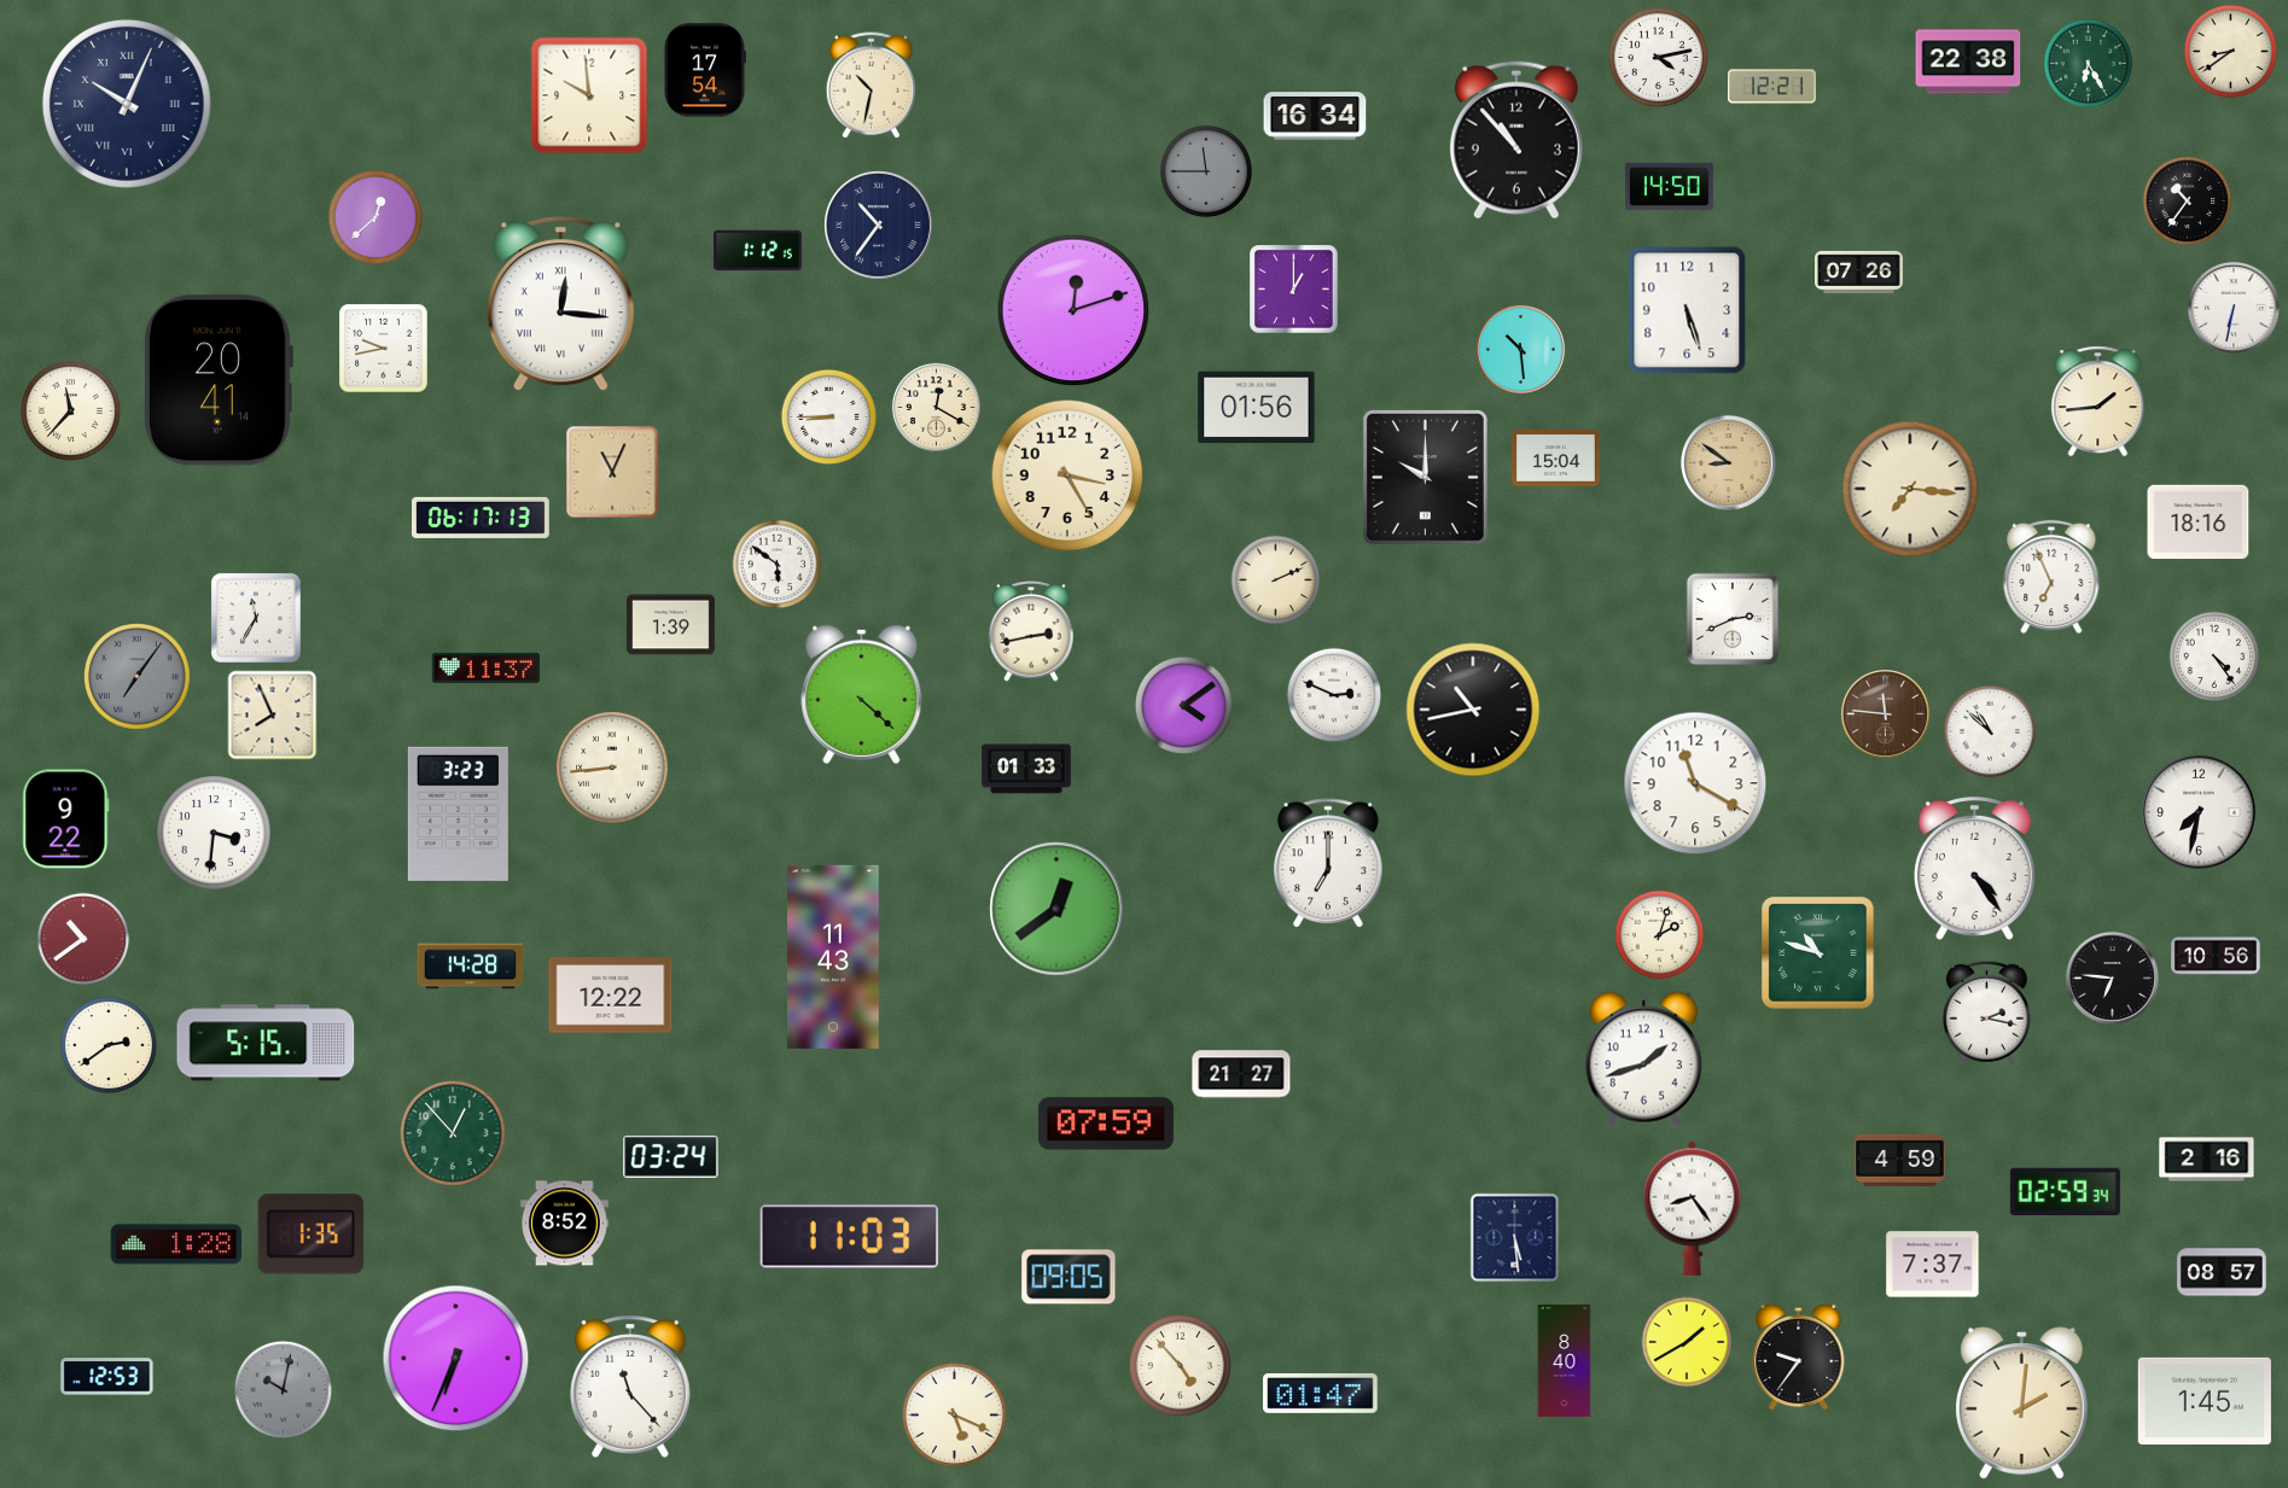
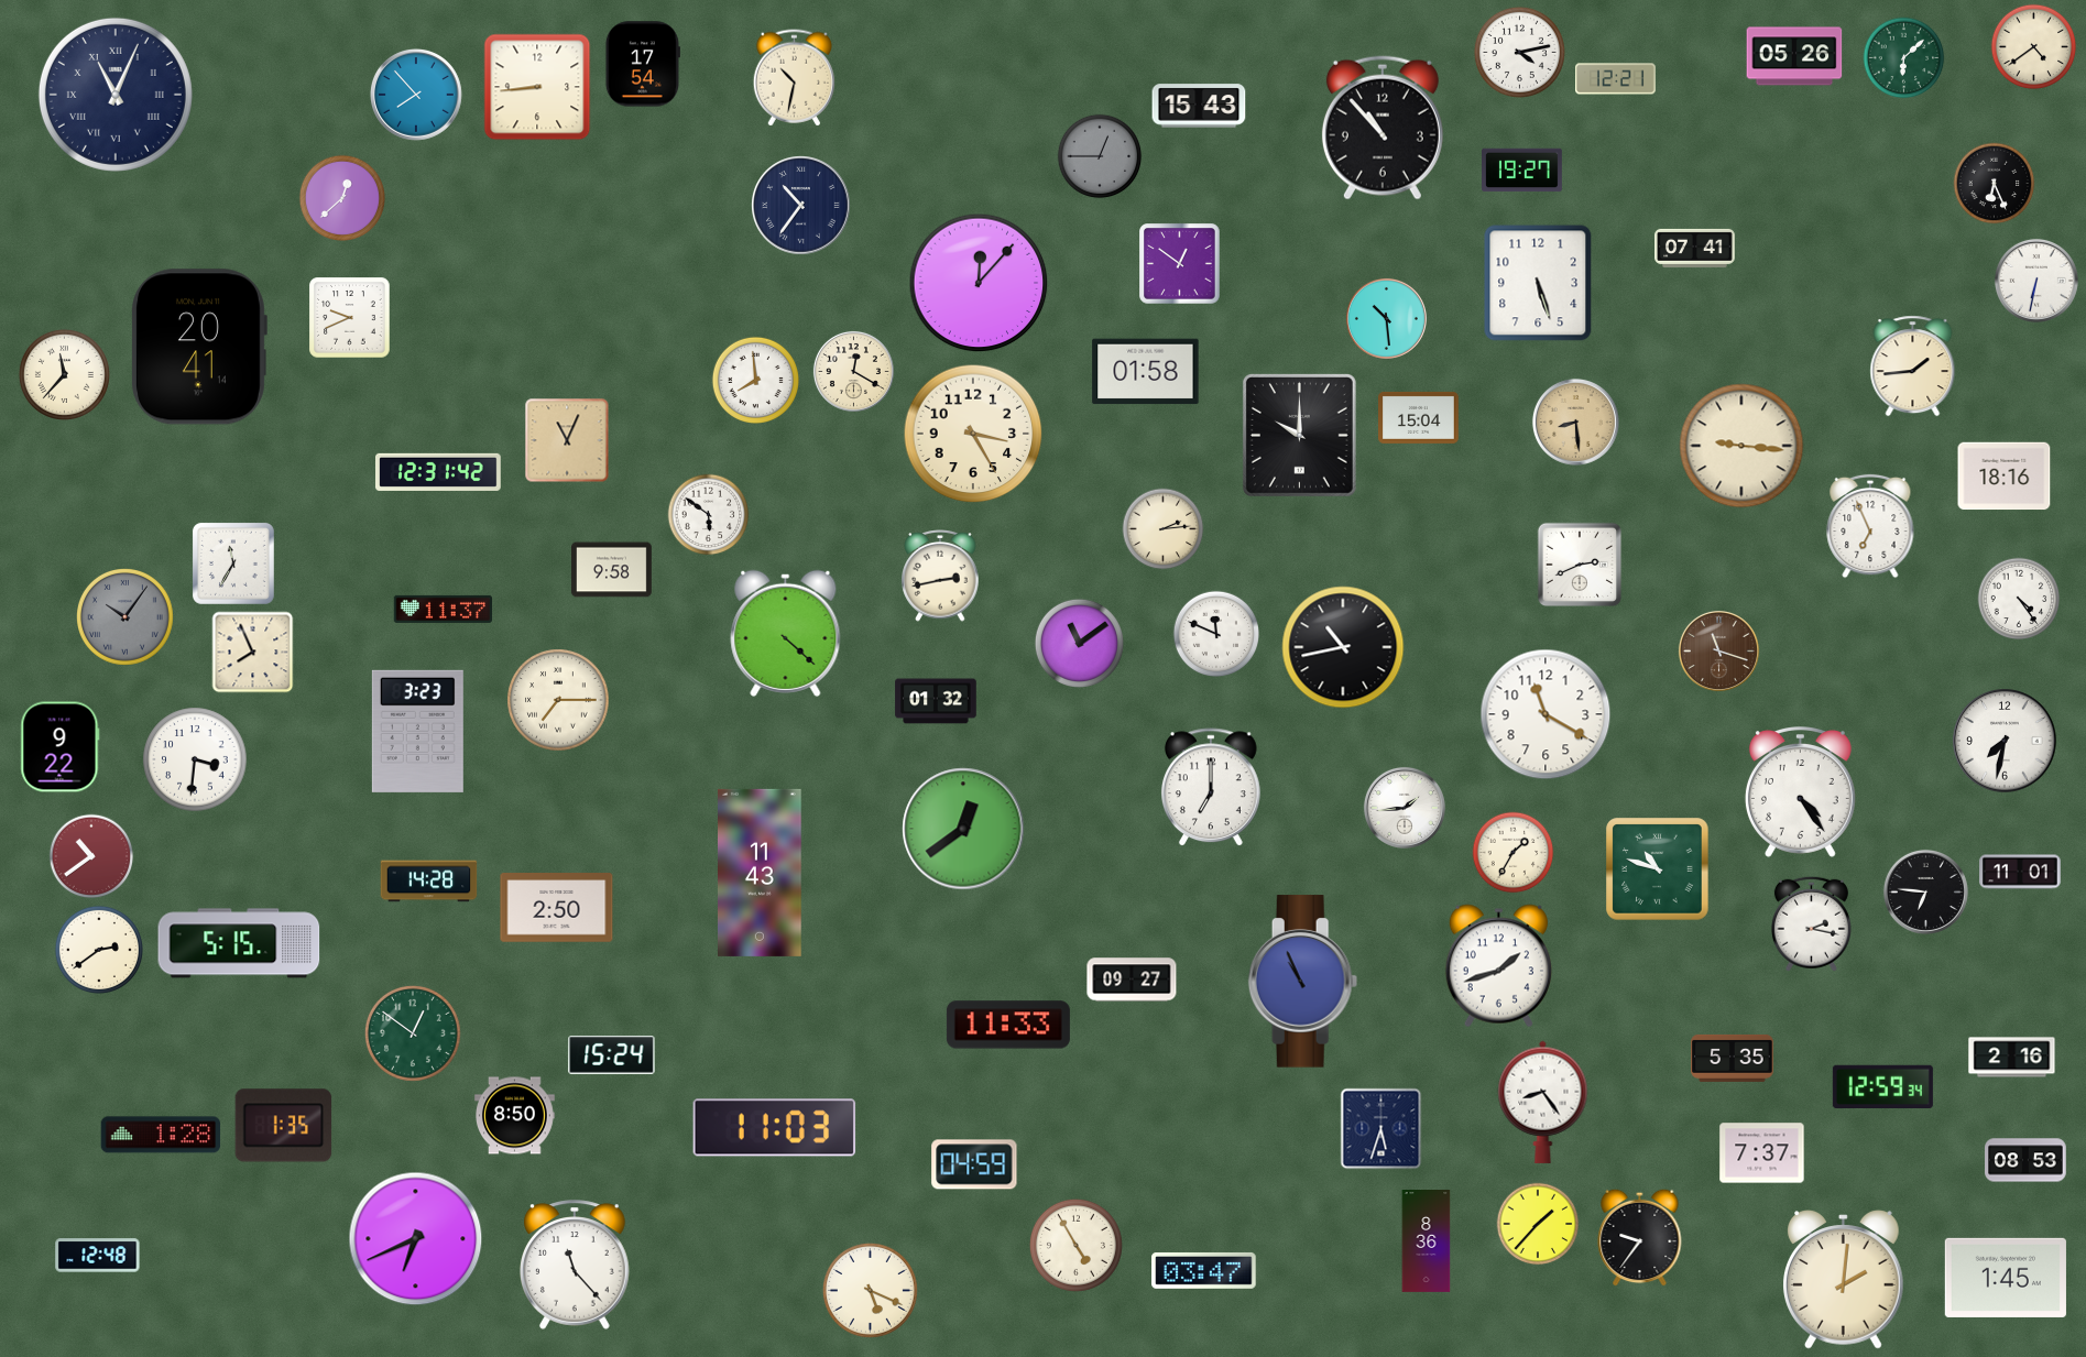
clock at (2231, 52): 8:39 -> 4:39
clock at (1658, 57) position: (1658, 57) -> (1519, 52)
clock at (1968, 62): 22:38 -> 05:26
clock at (2089, 64): 6:25 -> 6:08
clock at (589, 95): 9:59 -> 8:44
clock at (127, 104): 10:04 -> 11:04
clock at (416, 95): none -> 7:53
clock at (1315, 116): 16:34 -> 15:43
clock at (1206, 171): 11:45 -> 12:45
clock at (1670, 187): 14:50 -> 19:27
clock at (2188, 202): 10:36 -> 6:26
clock at (758, 251): 1:12 -> none
clock at (1859, 272): 07:26 -> 07:41
clock at (1294, 290): 1:00 -> 12:51
clock at (560, 304): 12:16 -> none
clock at (1073, 310): 12:12 -> 12:07
clock at (384, 349): 9:43 -> 9:41
clock at (1257, 408): 01:56 -> 01:58
clock at (828, 416): 8:45 -> 7:59
clock at (1728, 462): 8:51 -> 8:29
clock at (612, 472) position: (612, 472) -> (567, 440)
clock at (1910, 489): 7:16 -> 9:16
clock at (482, 518): 06:17 -> 12:31
clock at (1276, 580): 2:11 -> 2:14
clock at (671, 625): 1:39 -> 9:58
clock at (138, 677): 7:06 -> 10:06
clock at (1334, 695): 2:49 -> 11:49
clock at (1183, 705): 4:09 -> 11:09
clock at (1885, 713): 11:46 -> 11:18
clock at (273, 716) position: (273, 716) -> (253, 653)
clock at (1990, 731): 10:52 -> none
clock at (612, 768): 8:44 -> 7:15
clock at (1026, 769): 01:33 -> 01:32
clock at (458, 813) position: (458, 813) -> (417, 731)
clock at (1405, 808): none -> 1:44
clock at (1660, 935): 2:03 -> 1:35
clock at (83, 939) position: (83, 939) -> (91, 856)
clock at (2216, 956): 10:56 -> 11:01
clock at (611, 996): 12:22 -> 2:50
clock at (266, 1043) position: (266, 1043) -> (239, 943)
clock at (109, 1045) position: (109, 1045) -> (99, 950)
clock at (1241, 1074): 21:27 -> 09:27
clock at (1303, 982): none -> 10:56
clock at (1106, 1124): 07:59 -> 11:33
clock at (453, 1133): 12:53 -> 12:51
clock at (671, 1157): 03:24 -> 15:24
clock at (1900, 1160): 4:59 -> 5:35
clock at (2065, 1191): 02:59 -> 12:59
clock at (565, 1224): 8:52 -> 8:50
clock at (1515, 1238): 5:29 -> 5:33
clock at (2222, 1272): 08:57 -> 08:53
clock at (1069, 1277): 09:05 -> 04:59
clock at (1687, 1342): 1:40 -> 1:37
clock at (456, 1359): 6:34 -> 6:41
clock at (1565, 1361): 8:40 -> 8:36
clock at (1180, 1365): 4:53 -> 4:55
clock at (107, 1377): 12:53 -> 12:48
clock at (283, 1389): 10:02 -> none
clock at (1321, 1393): 01:47 -> 03:47
clock at (2205, 1401) position: (2205, 1401) -> (2006, 1278)
